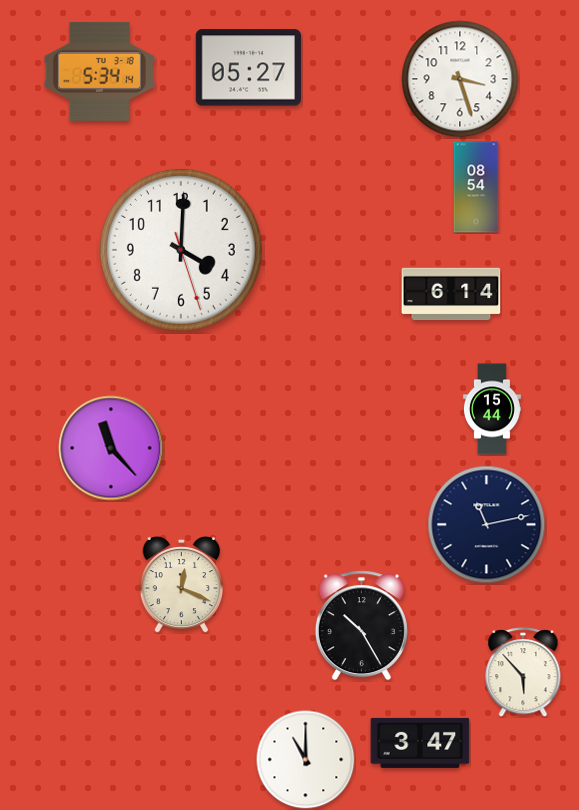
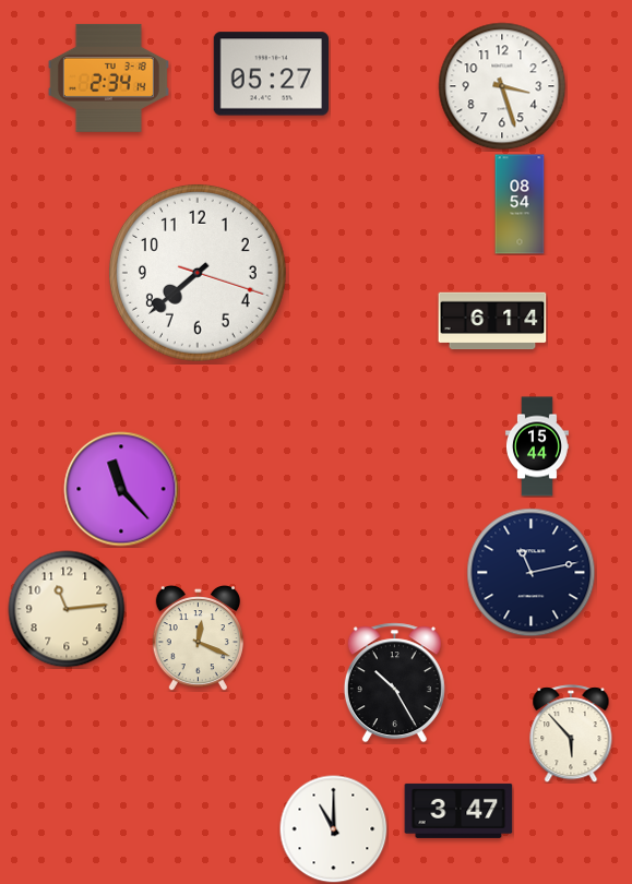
clock at (99, 71): 5:34 -> 2:34
clock at (181, 250): 4:00 -> 7:38
clock at (67, 609): none -> 11:14
